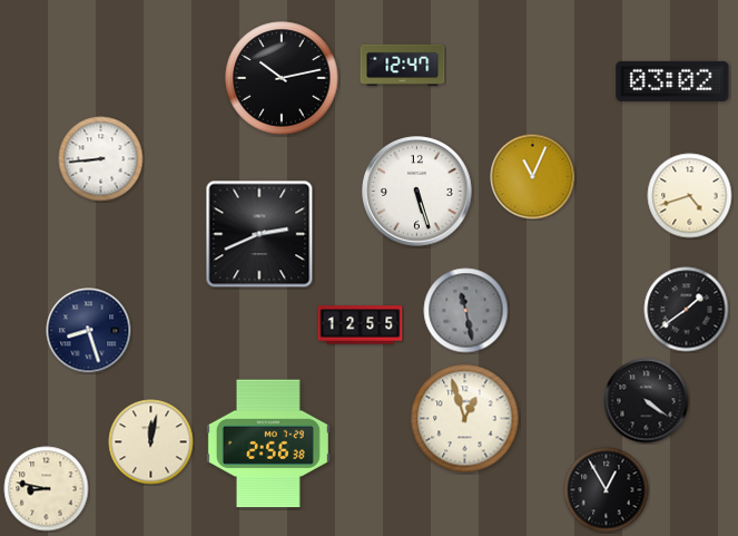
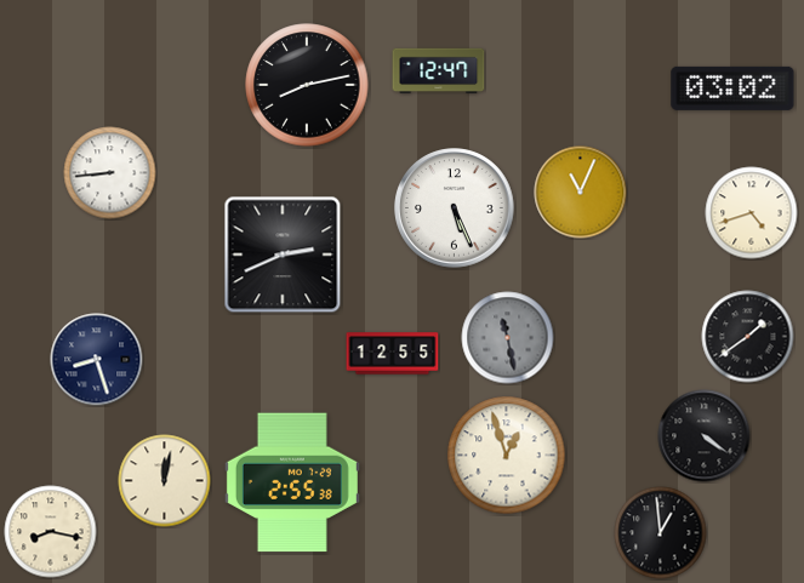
clock at (282, 78): 10:13 -> 8:13
clock at (417, 192): 5:27 -> 5:26
clock at (268, 444): 2:56 -> 2:55
clock at (47, 489): 8:47 -> 8:17
clock at (607, 490): 12:55 -> 12:59
